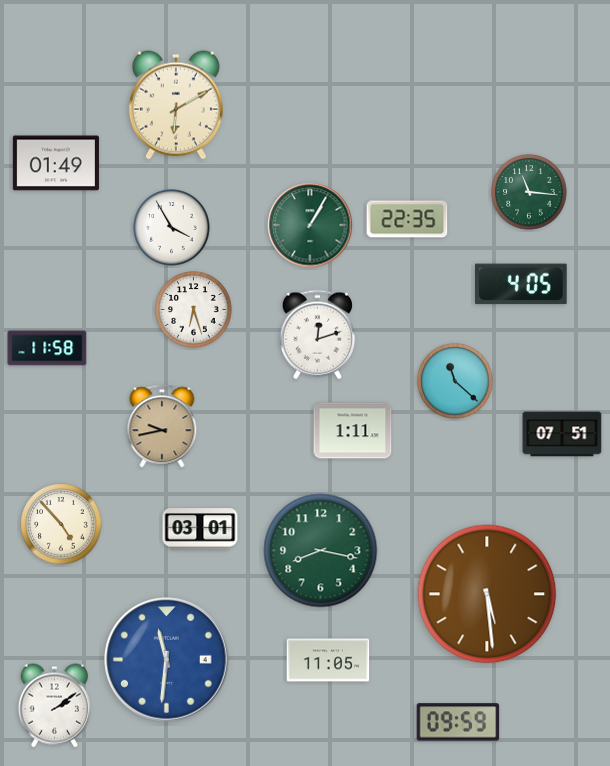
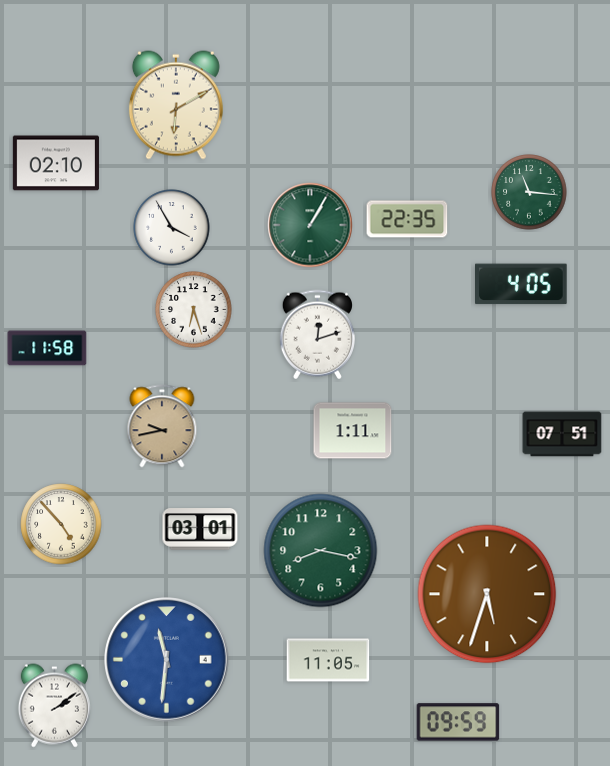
clock at (56, 163): 01:49 -> 02:10
clock at (455, 381): 11:22 -> none
clock at (487, 594): 5:29 -> 5:33
